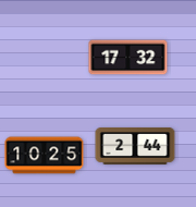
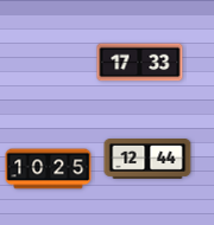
clock at (128, 58): 17:32 -> 17:33
clock at (135, 147): 2:44 -> 12:44
